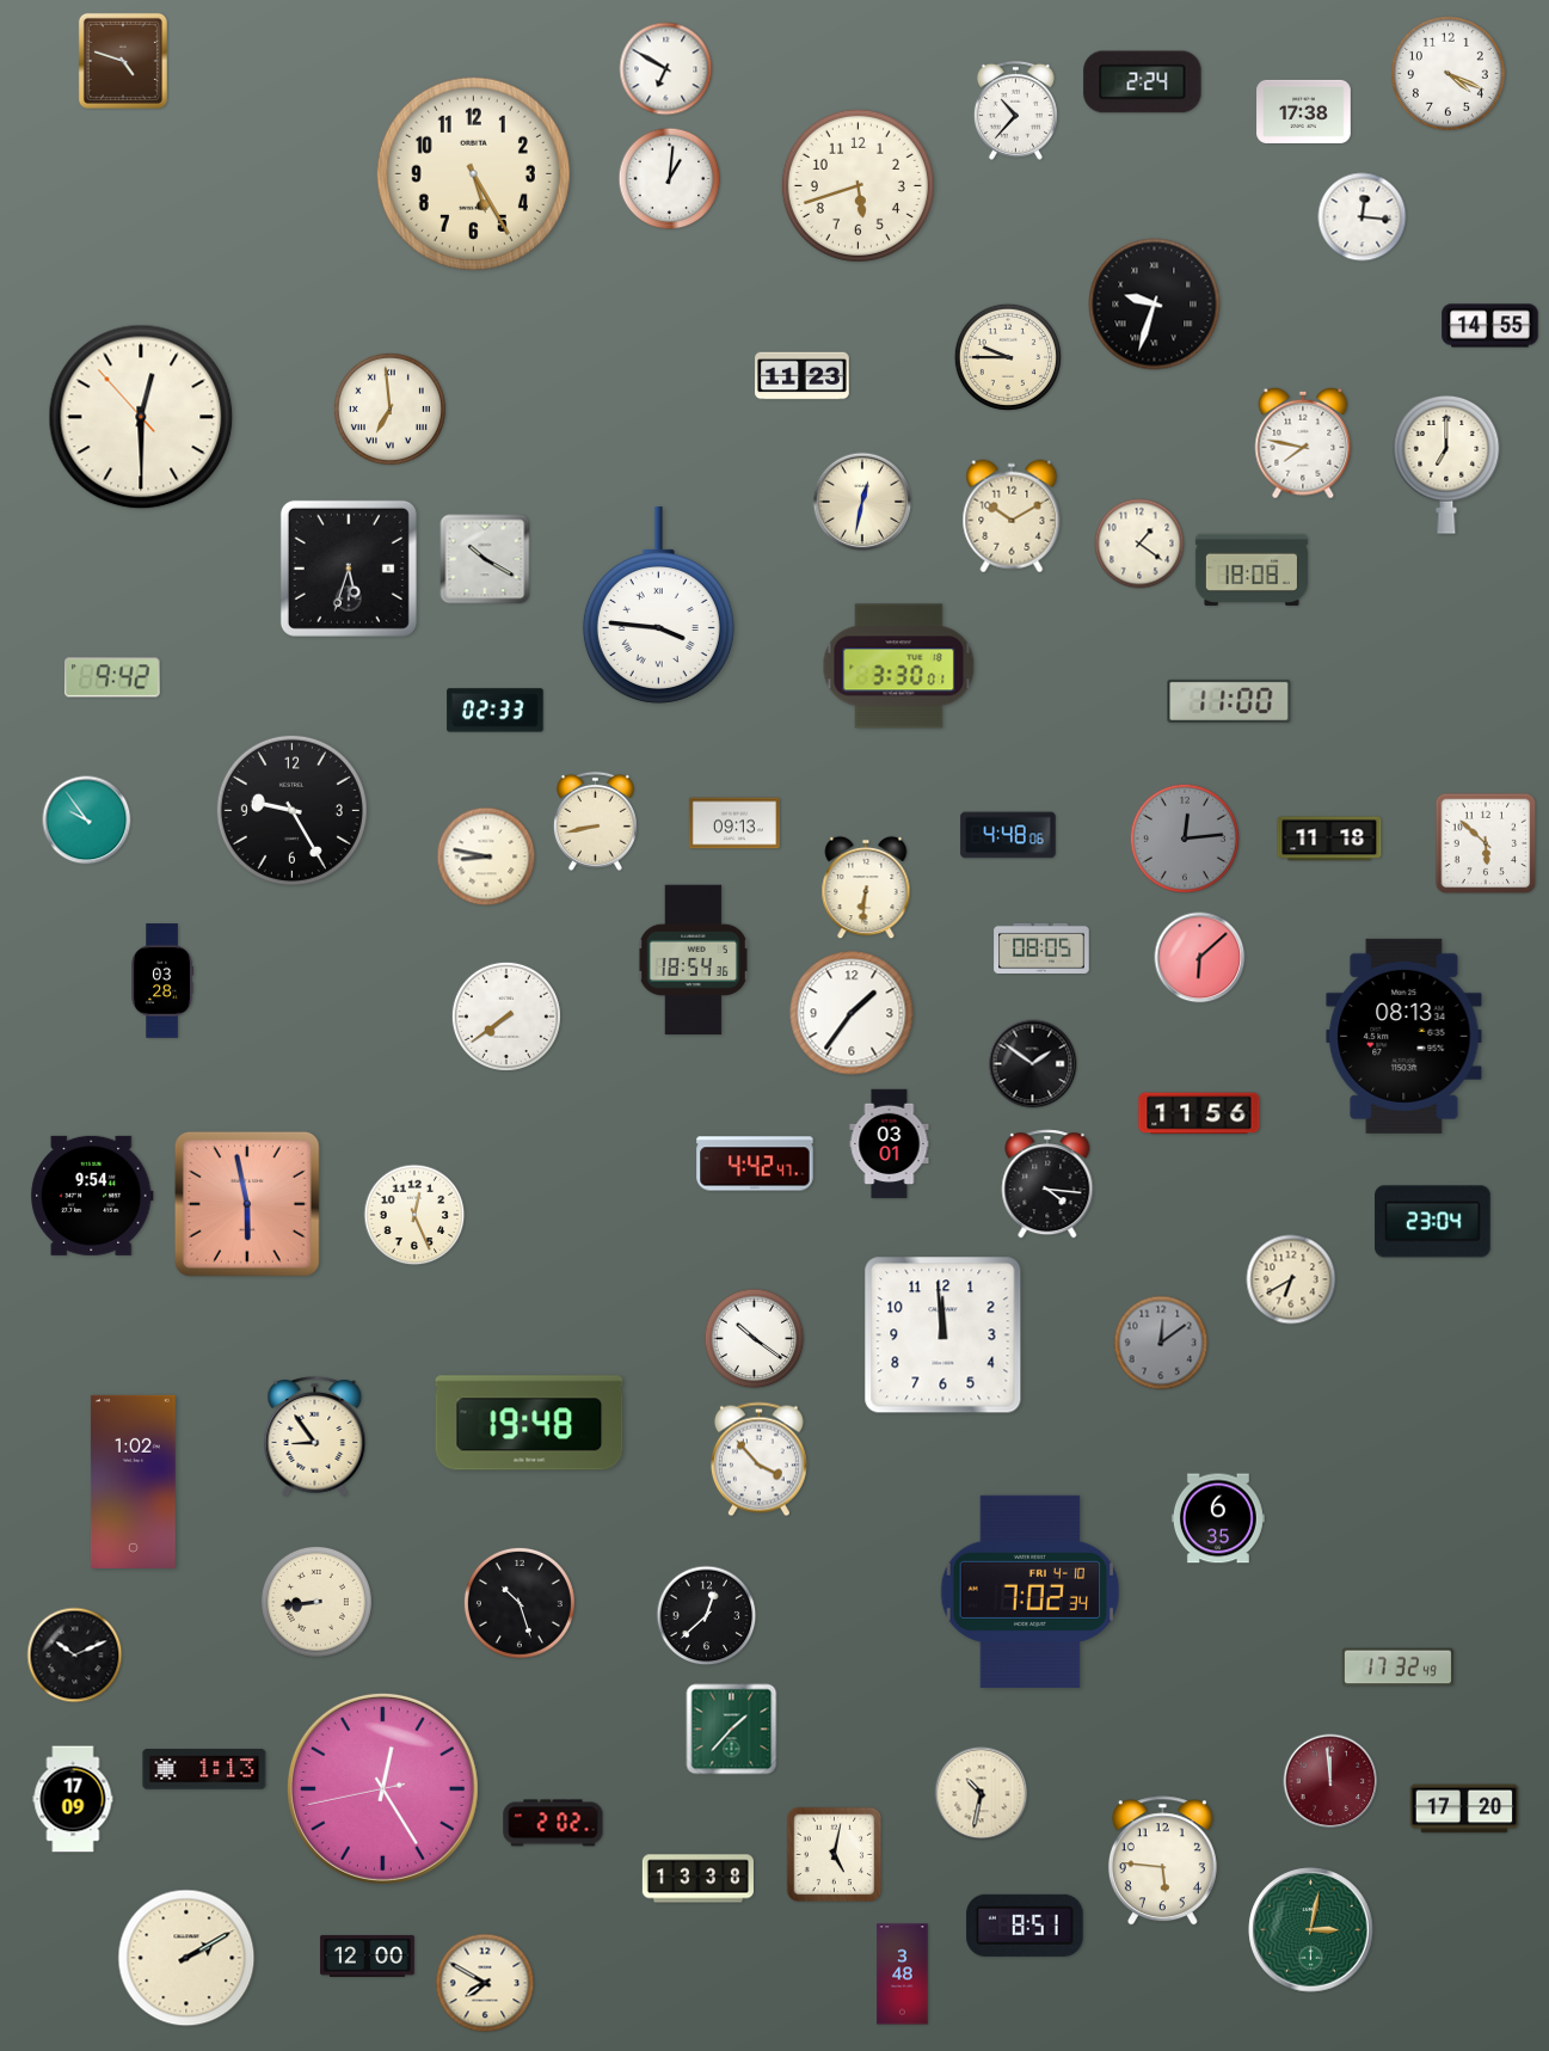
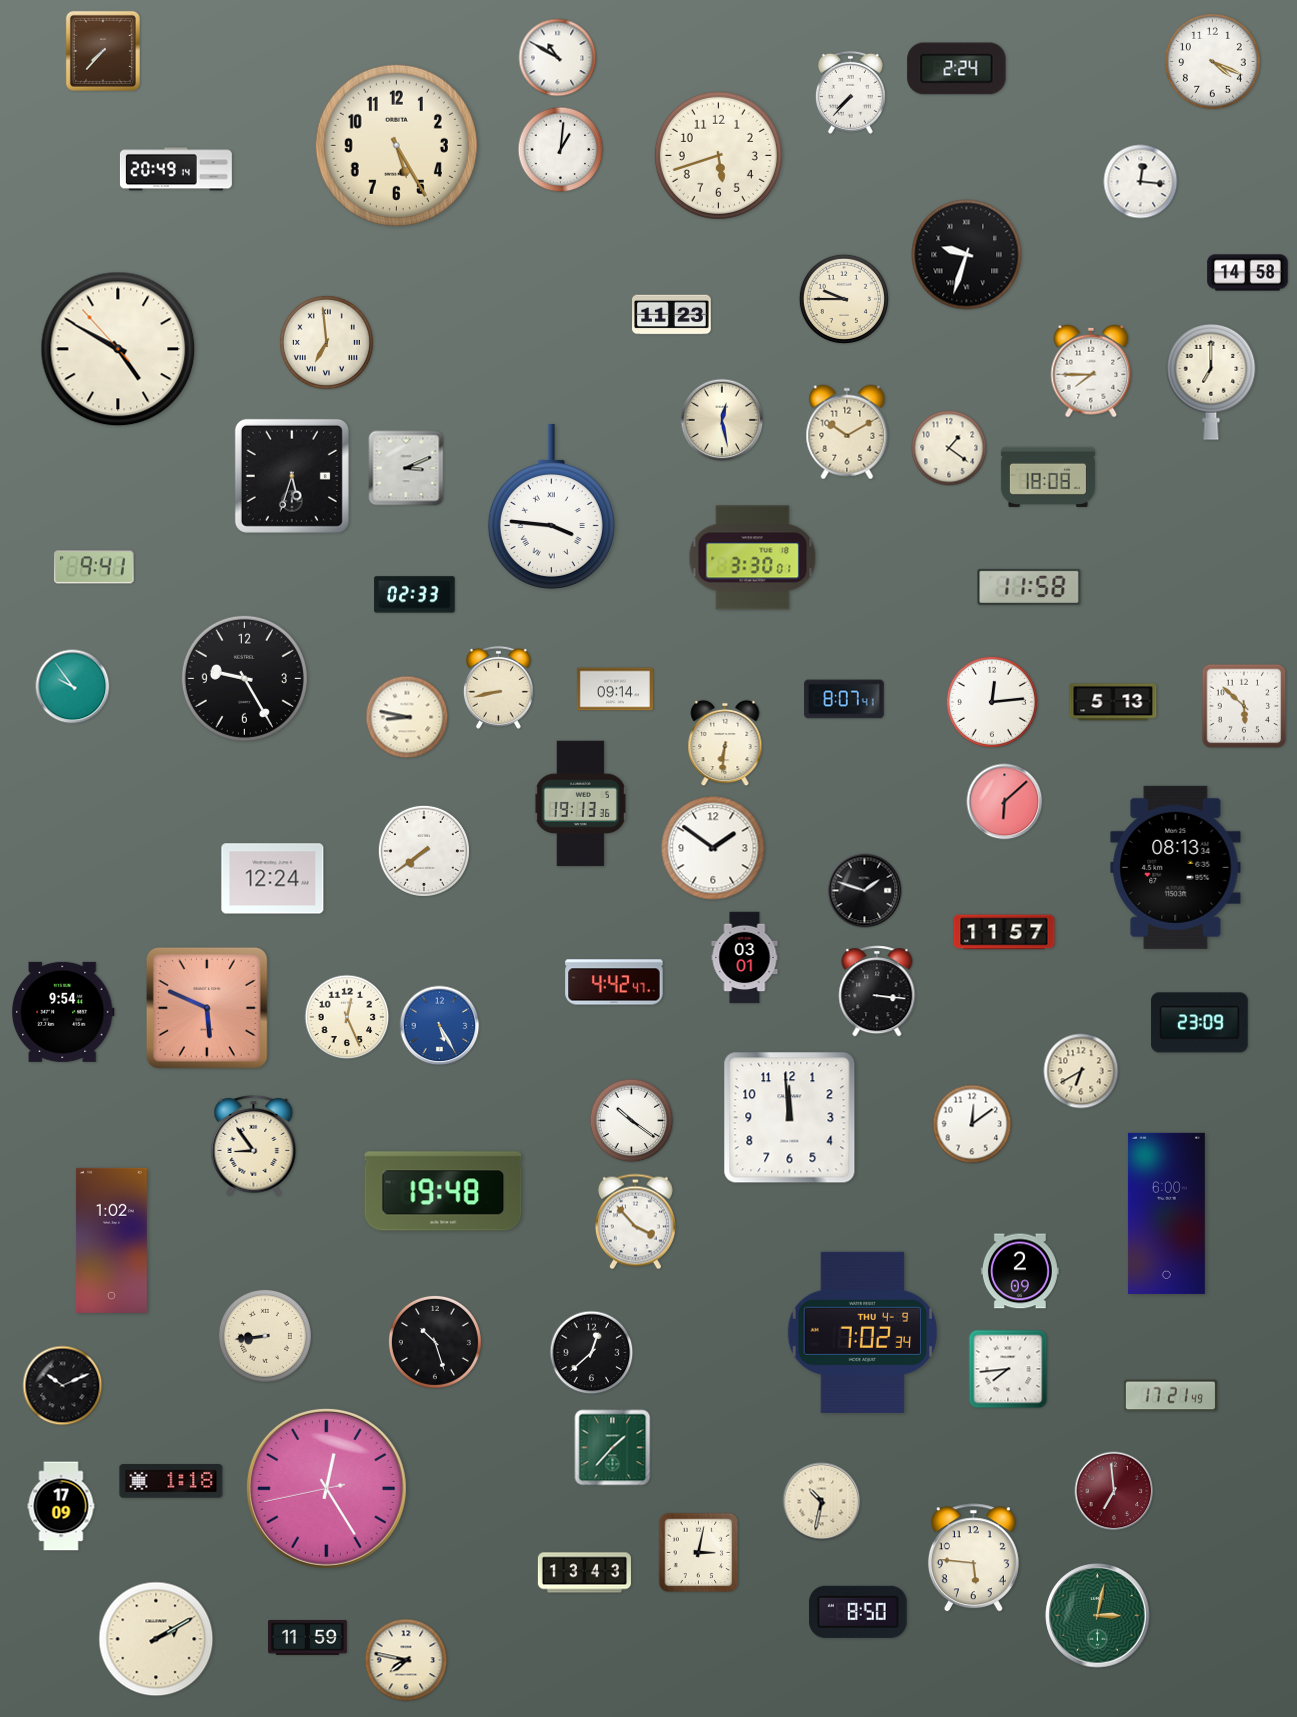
clock at (123, 61): 4:48 -> 7:37
clock at (666, 69): 6:50 -> 10:50
clock at (1015, 110): 10:37 -> 7:37
clock at (1304, 111): 17:38 -> none
clock at (176, 169): none -> 20:49
clock at (1490, 326): 14:55 -> 14:58
clock at (141, 417): 12:29 -> 4:49
clock at (1303, 443): 7:47 -> 7:45
clock at (1446, 465) position: (1446, 465) -> (1211, 382)
clock at (862, 502): 12:32 -> 12:28
clock at (1139, 544) position: (1139, 544) -> (949, 448)
clock at (485, 559): 10:20 -> 3:11
clock at (112, 677): 9:42 -> 9:41
clock at (1229, 701): 11:00 -> 11:58
clock at (734, 823): 09:13 -> 09:14
clock at (1008, 835): 4:48 -> 8:07
clock at (1185, 839) dial: grey -> white
clock at (1329, 839): 11:18 -> 5:13
clock at (1041, 948): 08:05 -> none
clock at (693, 960): 18:54 -> 19:13
clock at (162, 981): 03:28 -> none
clock at (852, 1013): 1:36 -> 1:51
clock at (273, 879): none -> 12:24
clock at (1033, 1064): 1:51 -> 1:48
clock at (1199, 1113): 11:56 -> 11:57
clock at (755, 1163) position: (755, 1163) -> (614, 982)
clock at (1047, 1184): 4:16 -> 3:16
clock at (92, 1196) position: (92, 1196) -> (63, 1012)
clock at (247, 1204): 5:58 -> 5:49
clock at (1433, 1222): 23:04 -> 23:09
clock at (440, 1026): none -> 5:25
clock at (1161, 1343) dial: grey -> white
clock at (315, 1437) position: (315, 1437) -> (254, 1146)
clock at (1166, 1213): none -> 6:00
clock at (1218, 1518): 6:35 -> 2:09
clock at (1031, 1591) date: FRI 4-10 -> THU 4-9
clock at (316, 1602) position: (316, 1602) -> (265, 1336)
clock at (1008, 1369): none -> 7:44
clock at (1397, 1668): 17:32 -> 17:21
clock at (204, 1769): 1:13 -> 1:18
clock at (1330, 1781): 11:59 -> 6:59
clock at (382, 1788) position: (382, 1788) -> (326, 1488)
clock at (1464, 1809): 17:20 -> none
clock at (553, 1823): 2:02 -> none
clock at (835, 1855): 5:02 -> 3:02
clock at (697, 1879): 13:38 -> 13:43
clock at (1025, 1926): 8:51 -> 8:50
clock at (368, 1955): 12:00 -> 11:59
clock at (903, 1975): 3:48 -> none
clock at (485, 1983): 7:50 -> 7:47
